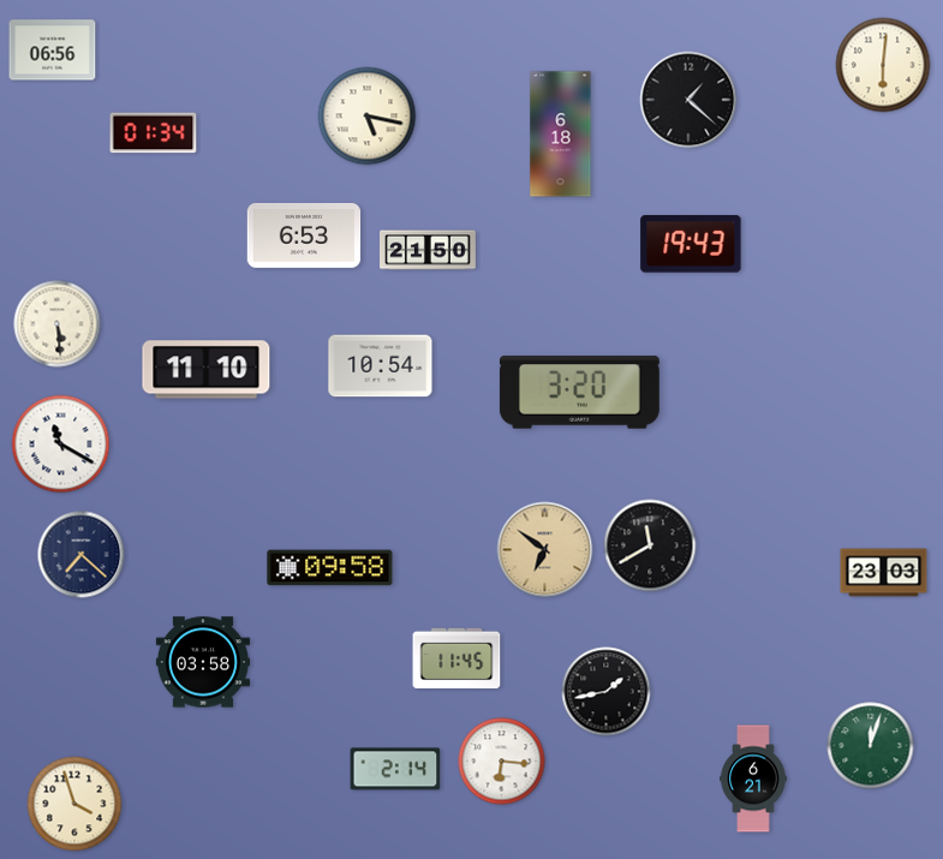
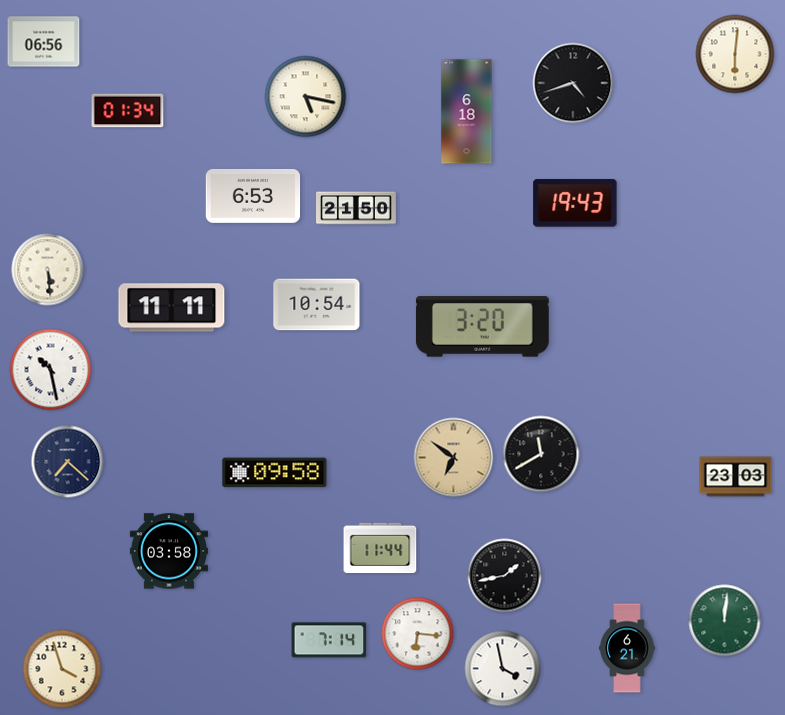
clock at (688, 100): 1:22 -> 4:42
clock at (207, 370): 11:10 -> 11:11
clock at (61, 445): 11:20 -> 10:28
clock at (456, 658): 11:45 -> 11:44
clock at (871, 746): 12:03 -> 12:01
clock at (395, 769): 2:14 -> 7:14
clock at (503, 669): none -> 3:58
